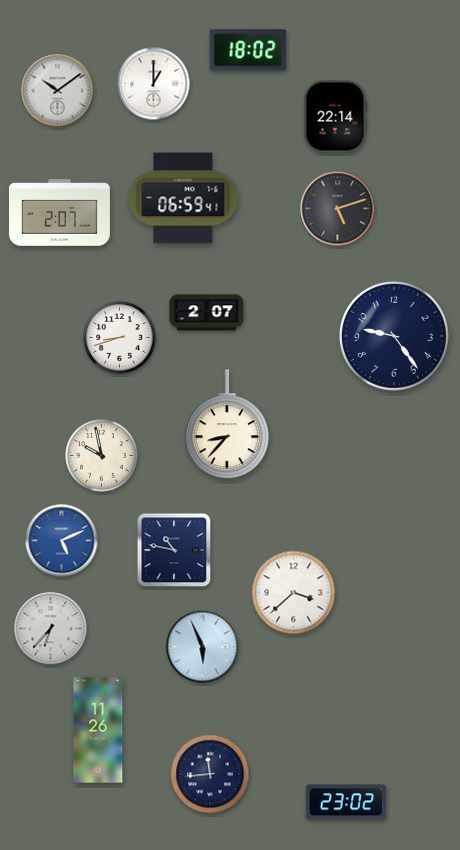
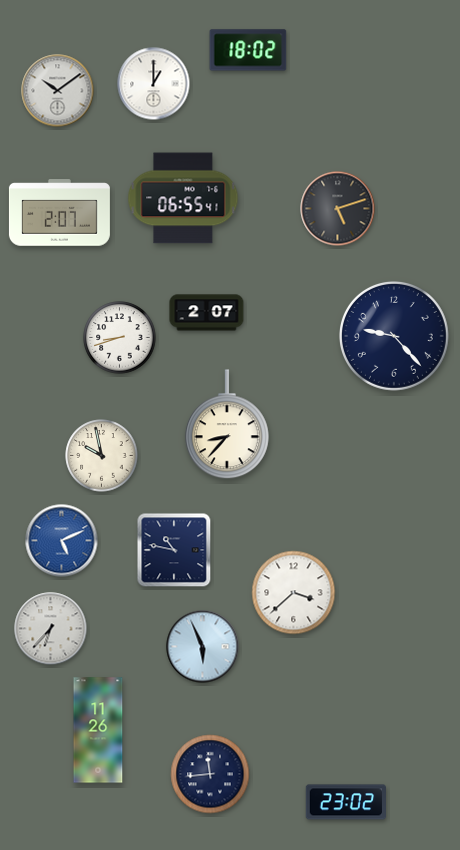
clock at (336, 117): 22:14 -> none
clock at (183, 198): 06:59 -> 06:55
clock at (394, 336): 9:24 -> 9:23
